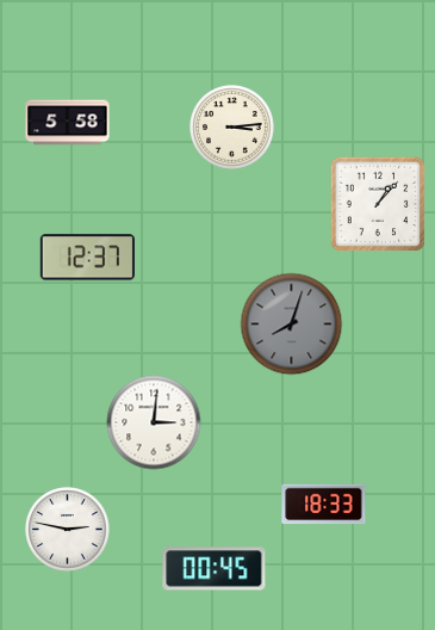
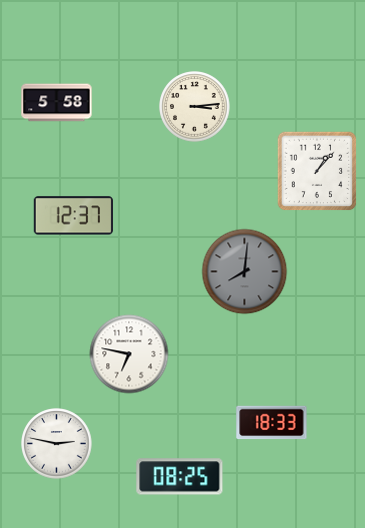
clock at (292, 325): 8:03 -> 8:01
clock at (154, 422): 3:01 -> 6:47
clock at (215, 569): 00:45 -> 08:25
